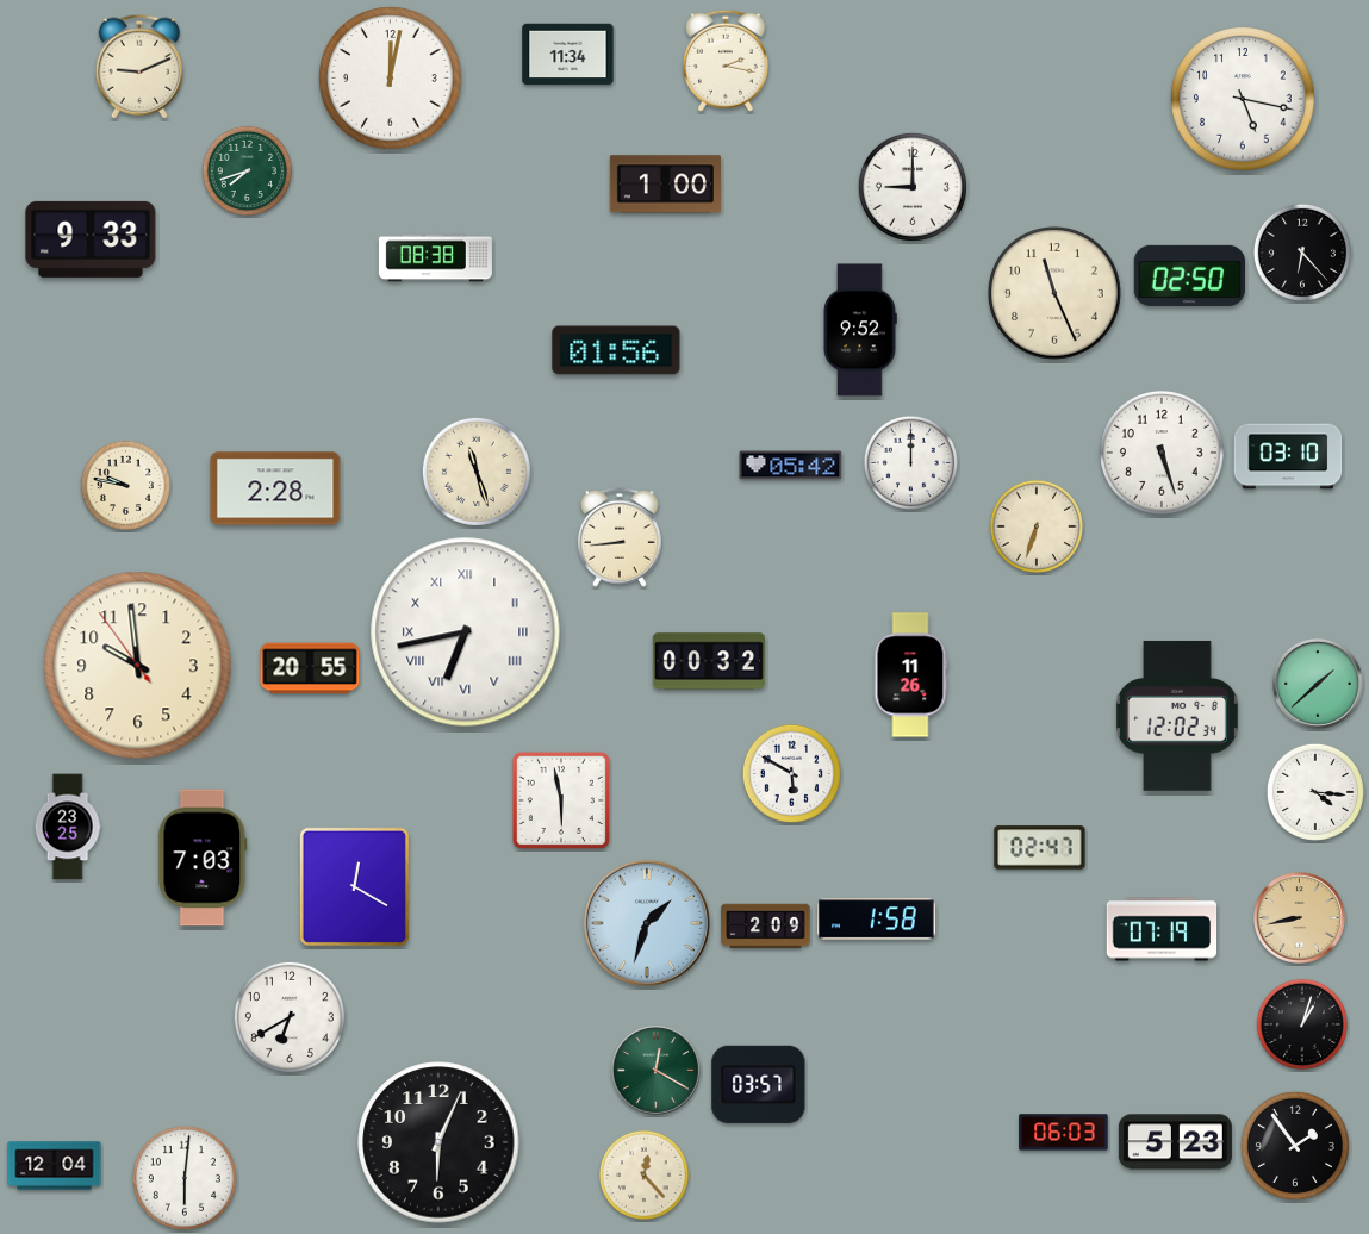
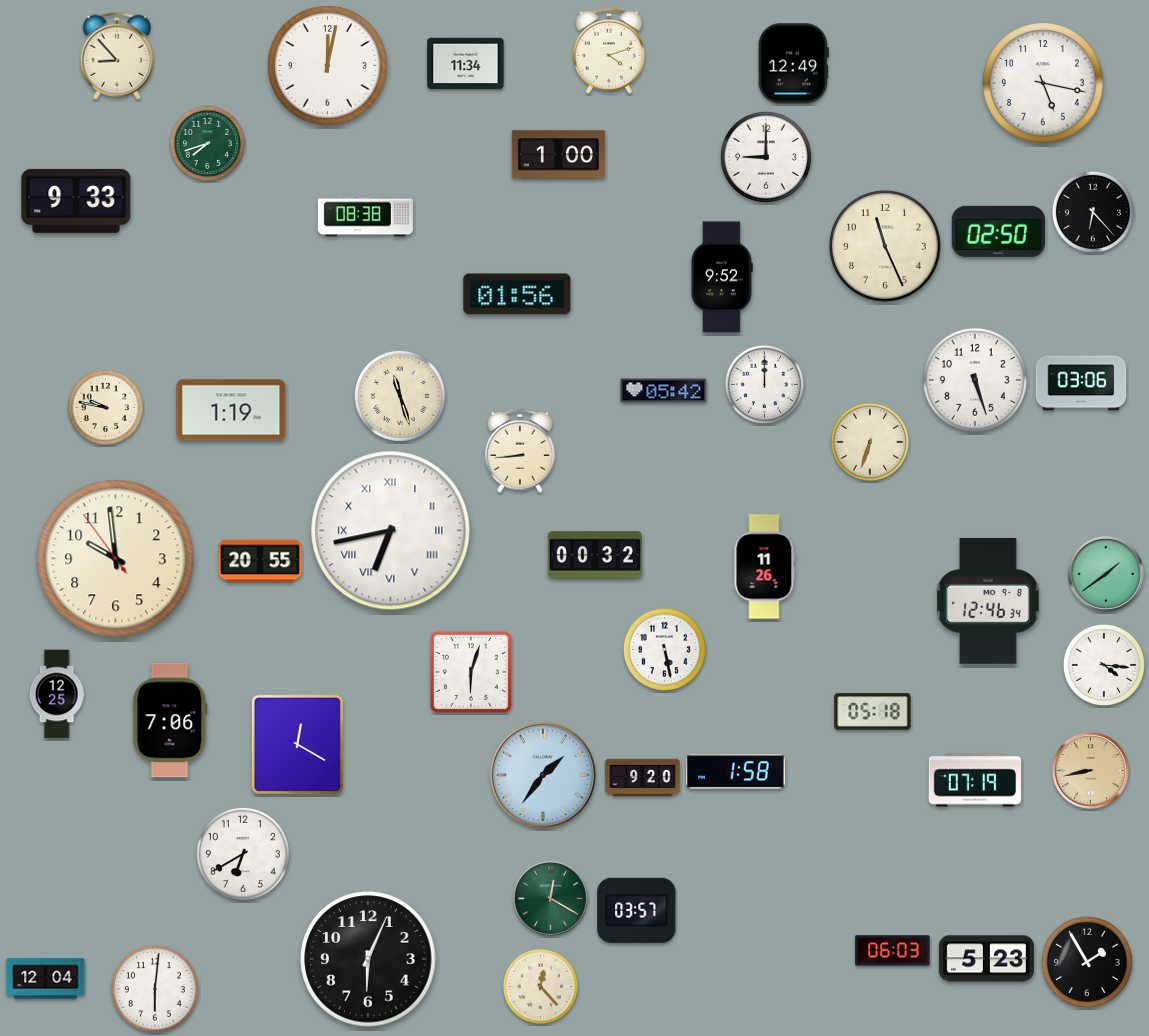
clock at (568, 55) position: (568, 55) -> (466, 64)
clock at (726, 61): 2:17 -> 4:12
clock at (139, 67): 9:11 -> 8:53
clock at (793, 64): none -> 12:49
clock at (1288, 456): 03:10 -> 03:06
clock at (910, 462) position: (910, 462) -> (764, 384)
clock at (275, 488): 2:28 -> 1:19
clock at (1318, 684): 1:38 -> 1:39
clock at (1177, 716): 12:02 -> 12:46
clock at (791, 773): 5:50 -> 5:28
clock at (561, 800): 5:58 -> 6:03
clock at (68, 827): 23:25 -> 12:25
clock at (1040, 848): 02:47 -> 05:18
clock at (203, 858): 7:03 -> 7:06
clock at (646, 922): 1:33 -> 1:36
clock at (766, 927): 2:09 -> 9:20
clock at (1301, 1023): 1:03 -> none
clock at (1295, 1146): 1:54 -> 1:55
